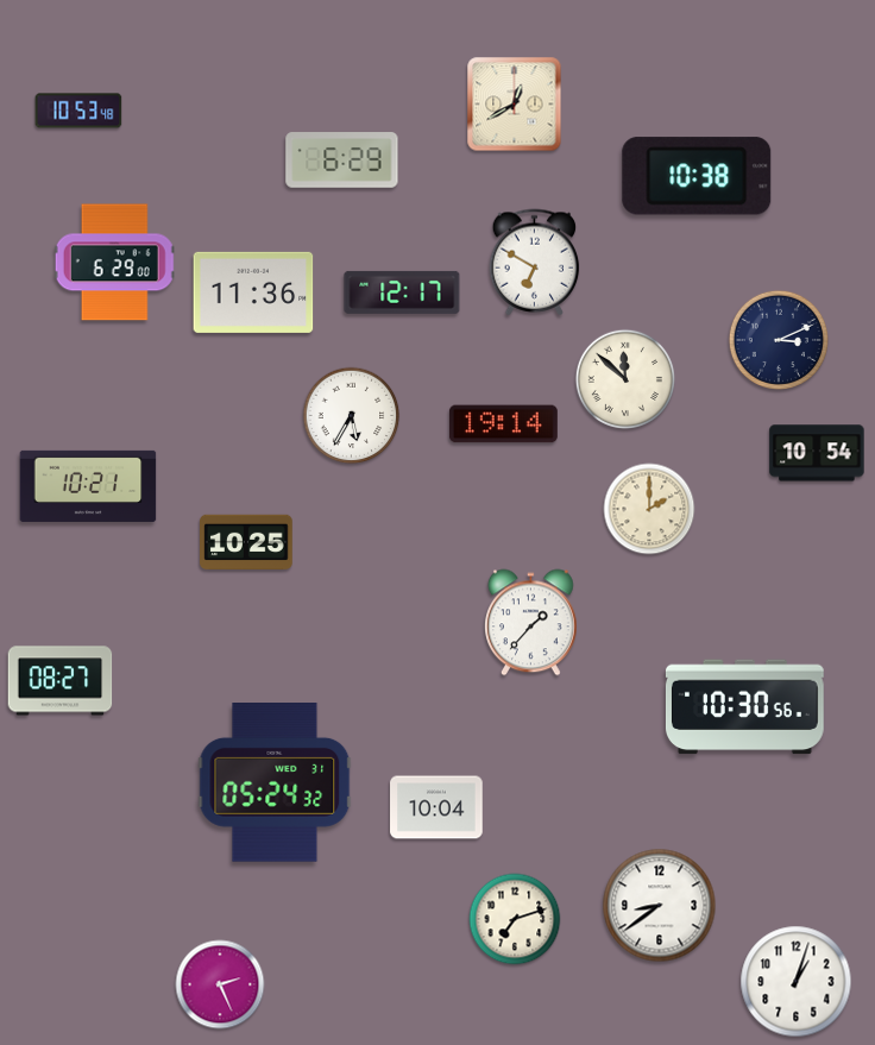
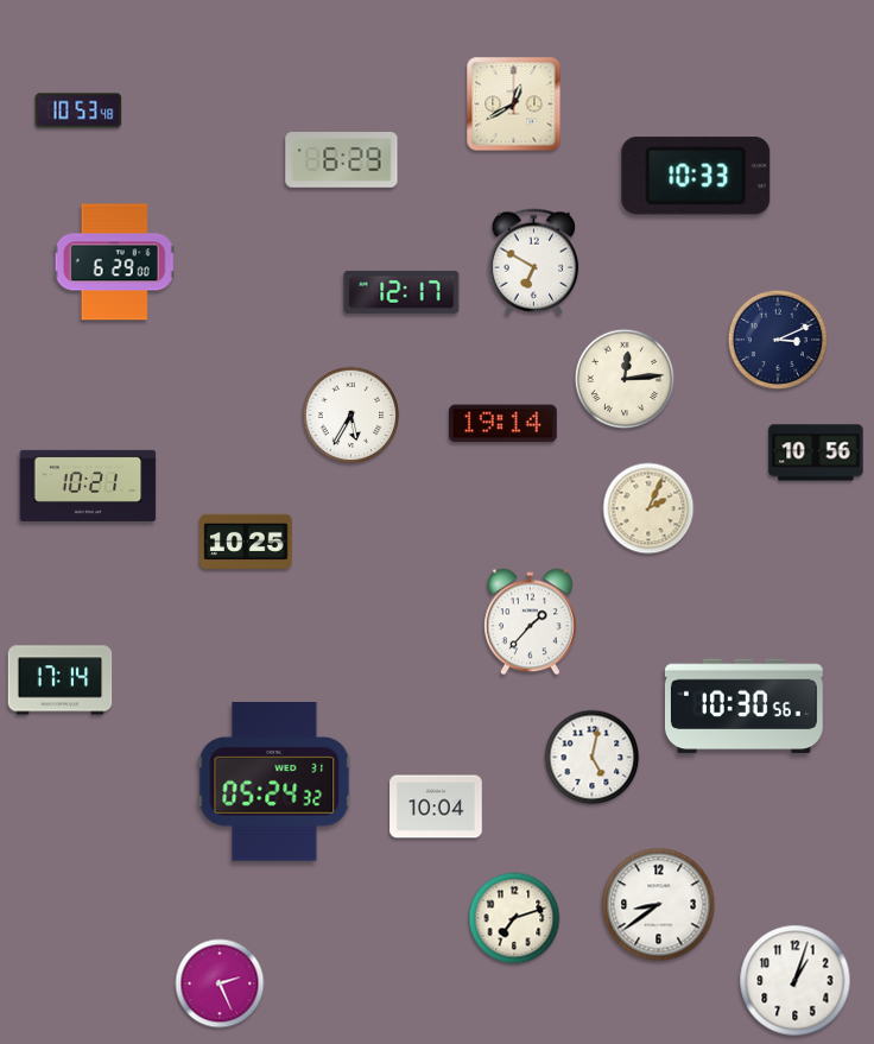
clock at (697, 176): 10:38 -> 10:33
clock at (253, 292): 11:36 -> none
clock at (624, 378): 11:52 -> 12:14
clock at (817, 453): 10:54 -> 10:56
clock at (649, 509): 2:00 -> 2:04
clock at (61, 681): 08:27 -> 17:14
clock at (593, 758): none -> 5:02
